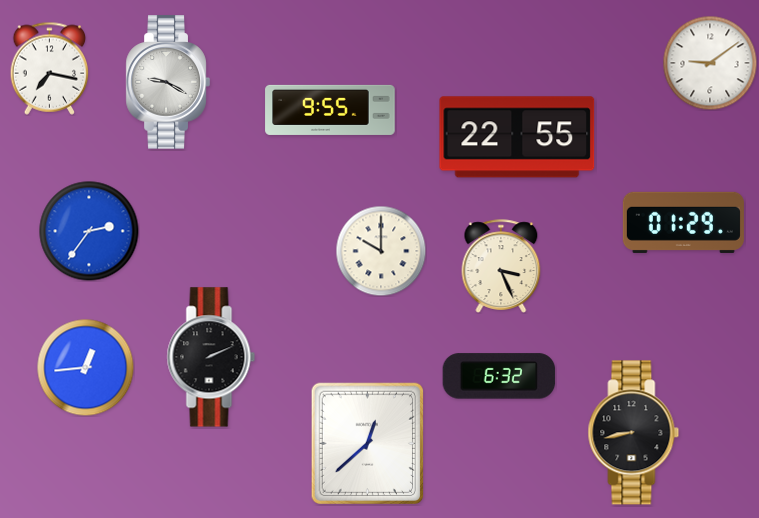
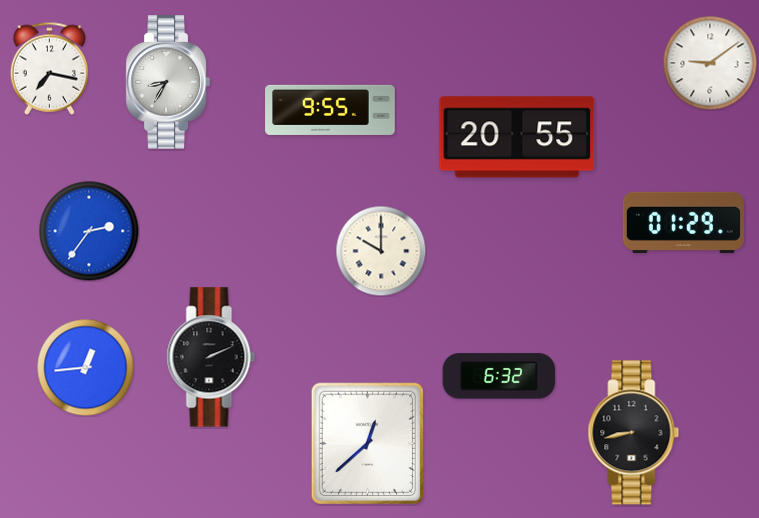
clock at (168, 82): 9:20 -> 8:35
clock at (517, 137): 22:55 -> 20:55
clock at (501, 266): 3:26 -> none
